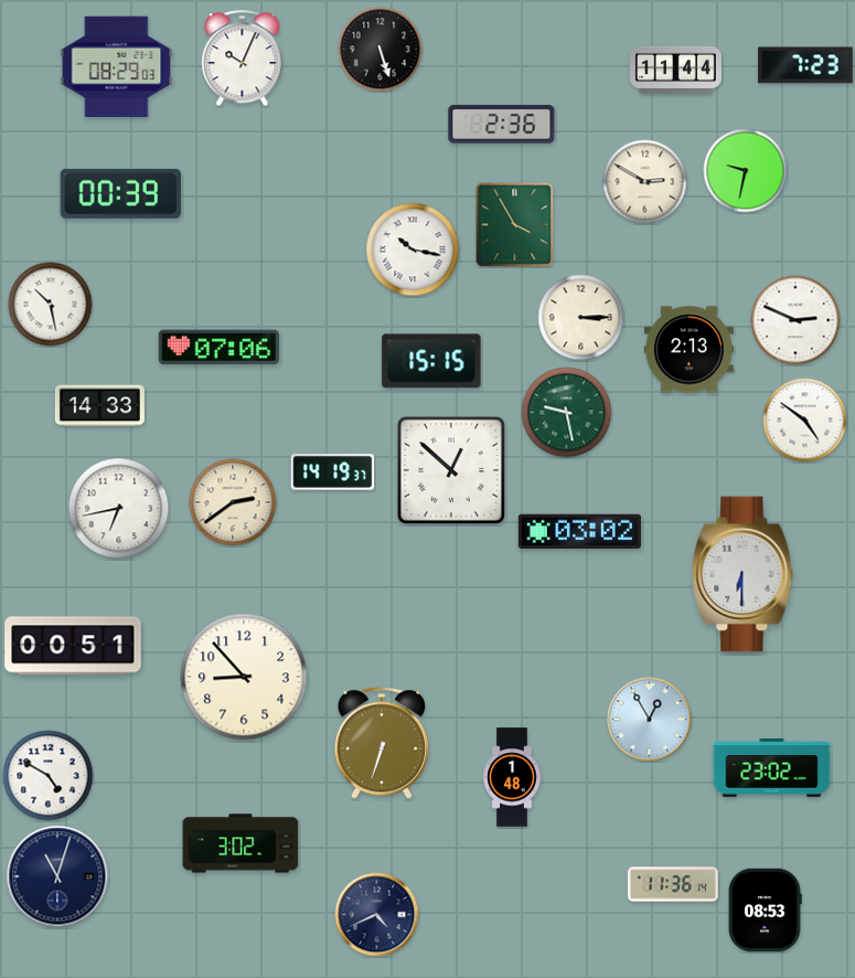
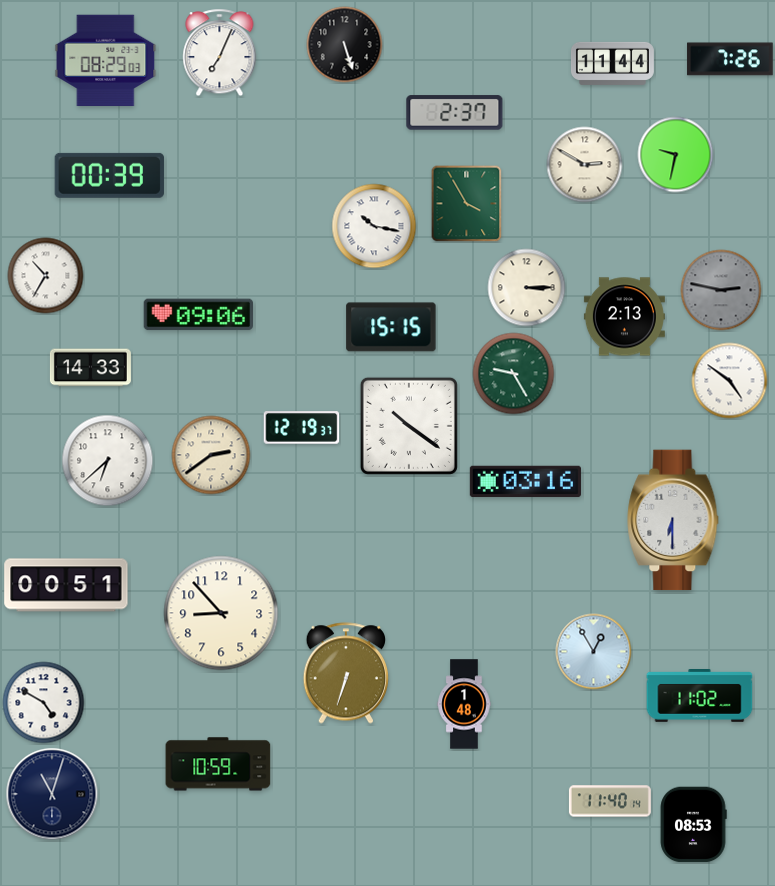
clock at (243, 59): 10:04 -> 7:04
clock at (805, 65): 7:23 -> 7:26
clock at (502, 125): 2:36 -> 2:37
clock at (51, 305): 10:28 -> 10:35
clock at (795, 320): 2:49 -> 2:47
clock at (795, 320) dial: white -> grey
clock at (218, 348): 07:06 -> 09:06
clock at (567, 413): 9:28 -> 9:25
clock at (451, 470): 12:52 -> 10:21
clock at (333, 472): 14:19 -> 12:19
clock at (119, 509): 6:43 -> 6:38
clock at (579, 532): 03:02 -> 03:16
clock at (650, 720) position: (650, 720) -> (594, 652)
clock at (772, 768): 23:02 -> 11:02
clock at (241, 843): 3:02 -> 10:59
clock at (673, 884): 11:36 -> 11:40
clock at (377, 915): 4:41 -> none
